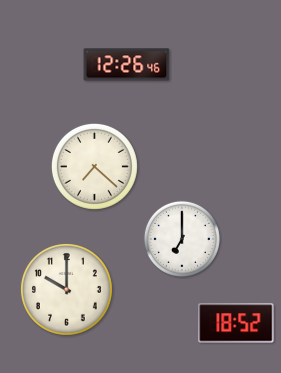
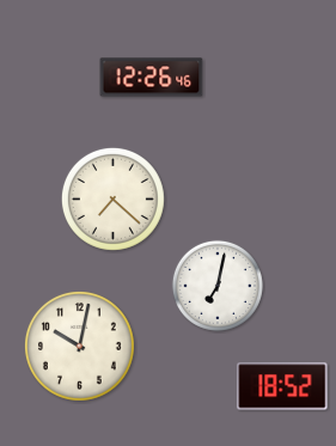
clock at (182, 239): 7:00 -> 7:02
clock at (66, 289): 10:00 -> 10:02
